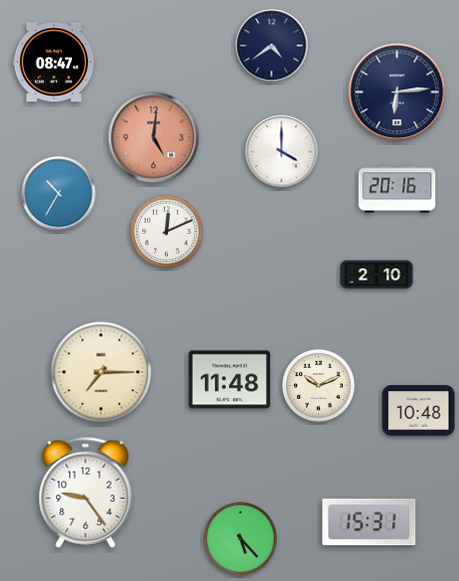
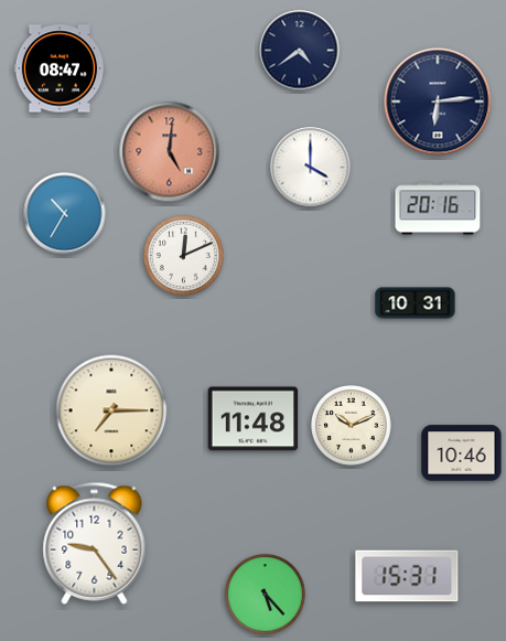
clock at (377, 275): 2:10 -> 10:31
clock at (419, 411): 10:48 -> 10:46
